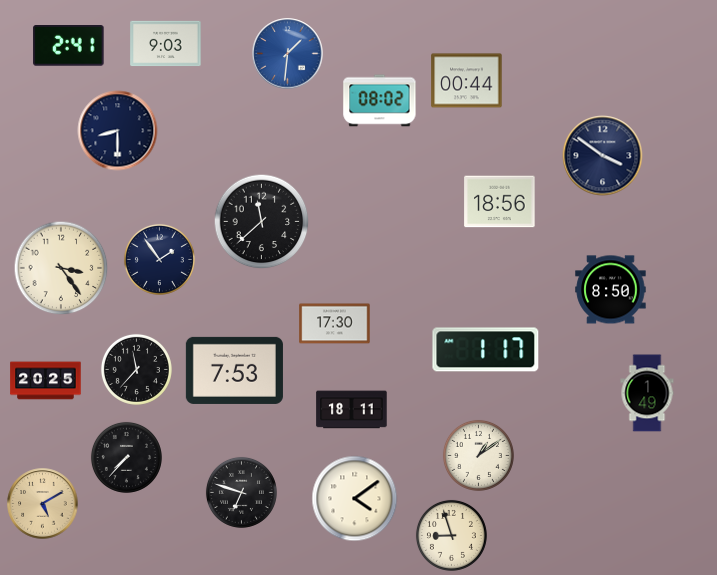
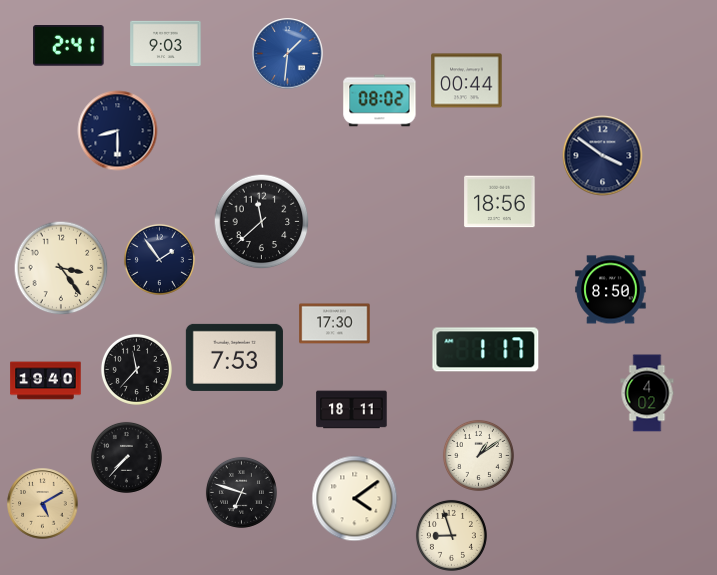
clock at (234, 370) position: (234, 370) -> (234, 357)
clock at (46, 381): 20:25 -> 19:40
clock at (647, 393): 1:49 -> 4:02
